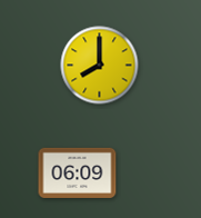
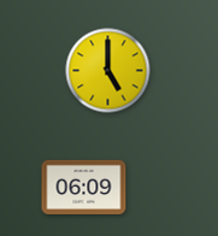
clock at (100, 66): 8:00 -> 5:00
